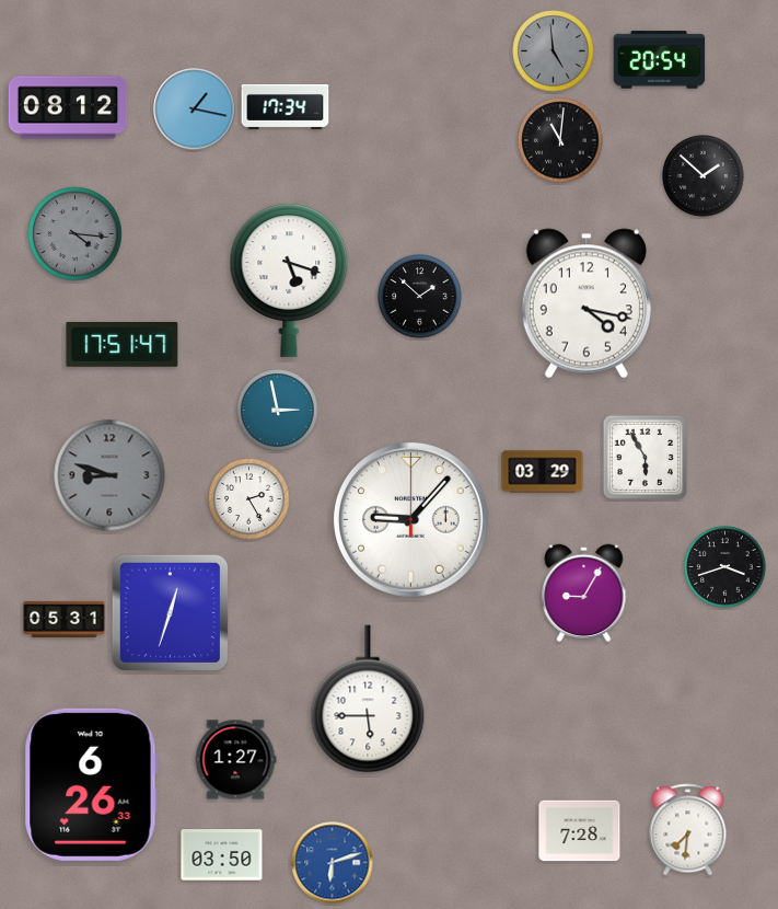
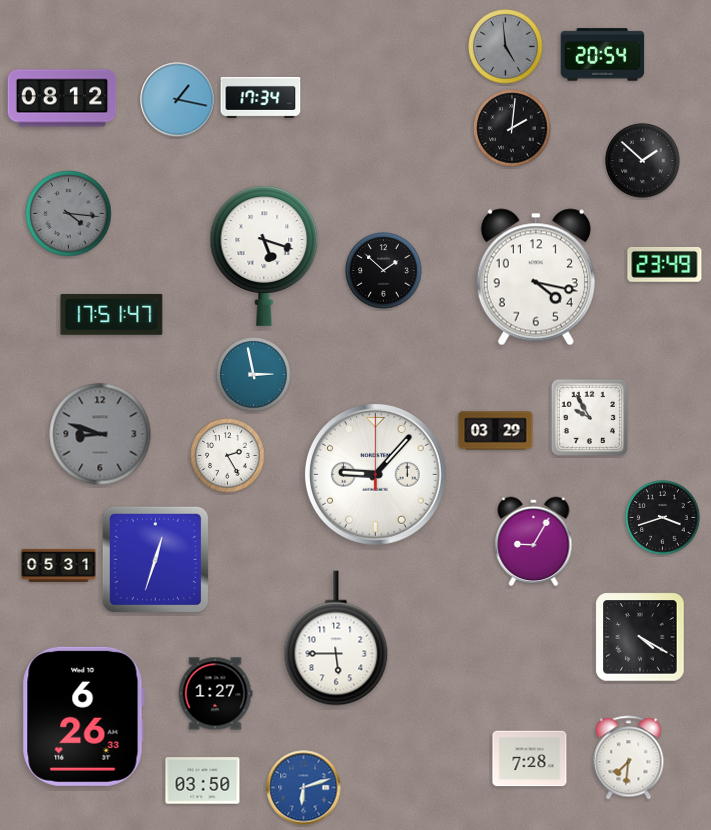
clock at (560, 140): 11:01 -> 2:01
clock at (665, 265): none -> 23:49
clock at (645, 457): 5:55 -> 9:55
clock at (640, 637): none -> 4:20
